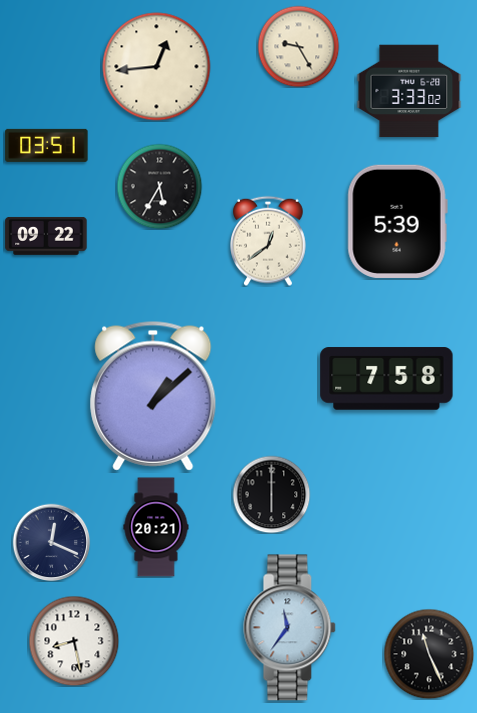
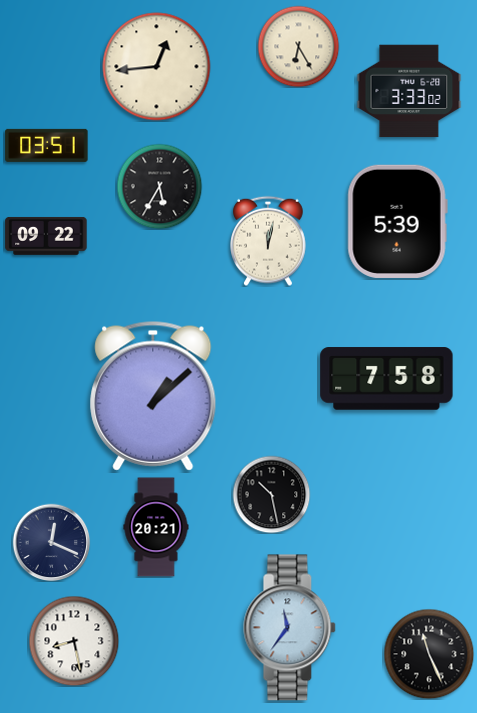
clock at (298, 46): 9:25 -> 6:25
clock at (269, 241): 12:39 -> 12:02
clock at (271, 494): 6:00 -> 10:28
